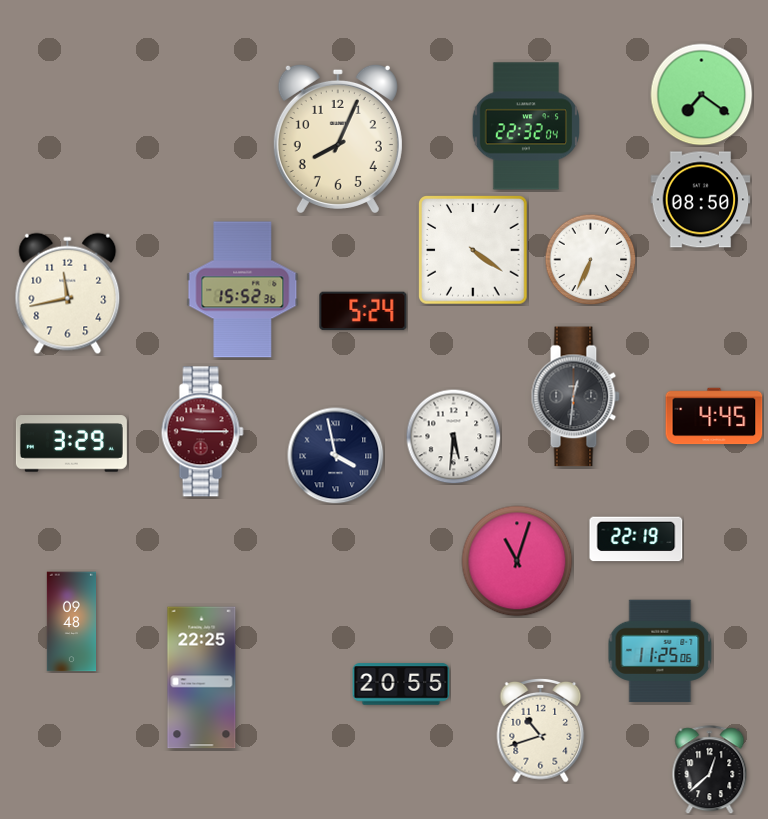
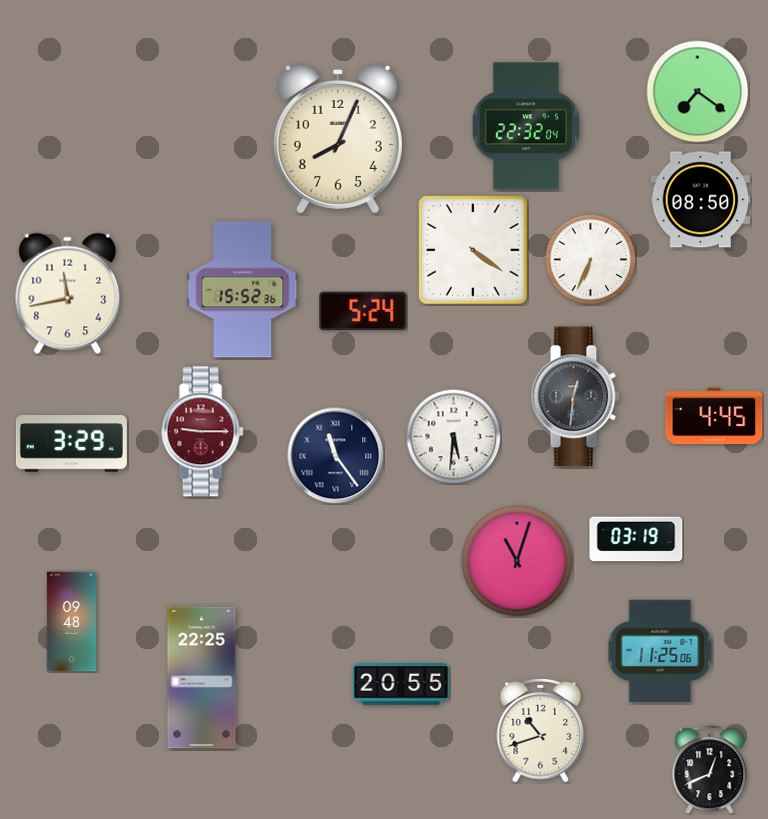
clock at (702, 95) position: (702, 95) -> (698, 92)
clock at (336, 456): 3:58 -> 11:24
clock at (636, 539): 22:19 -> 03:19
clock at (710, 770): 12:38 -> 12:41
